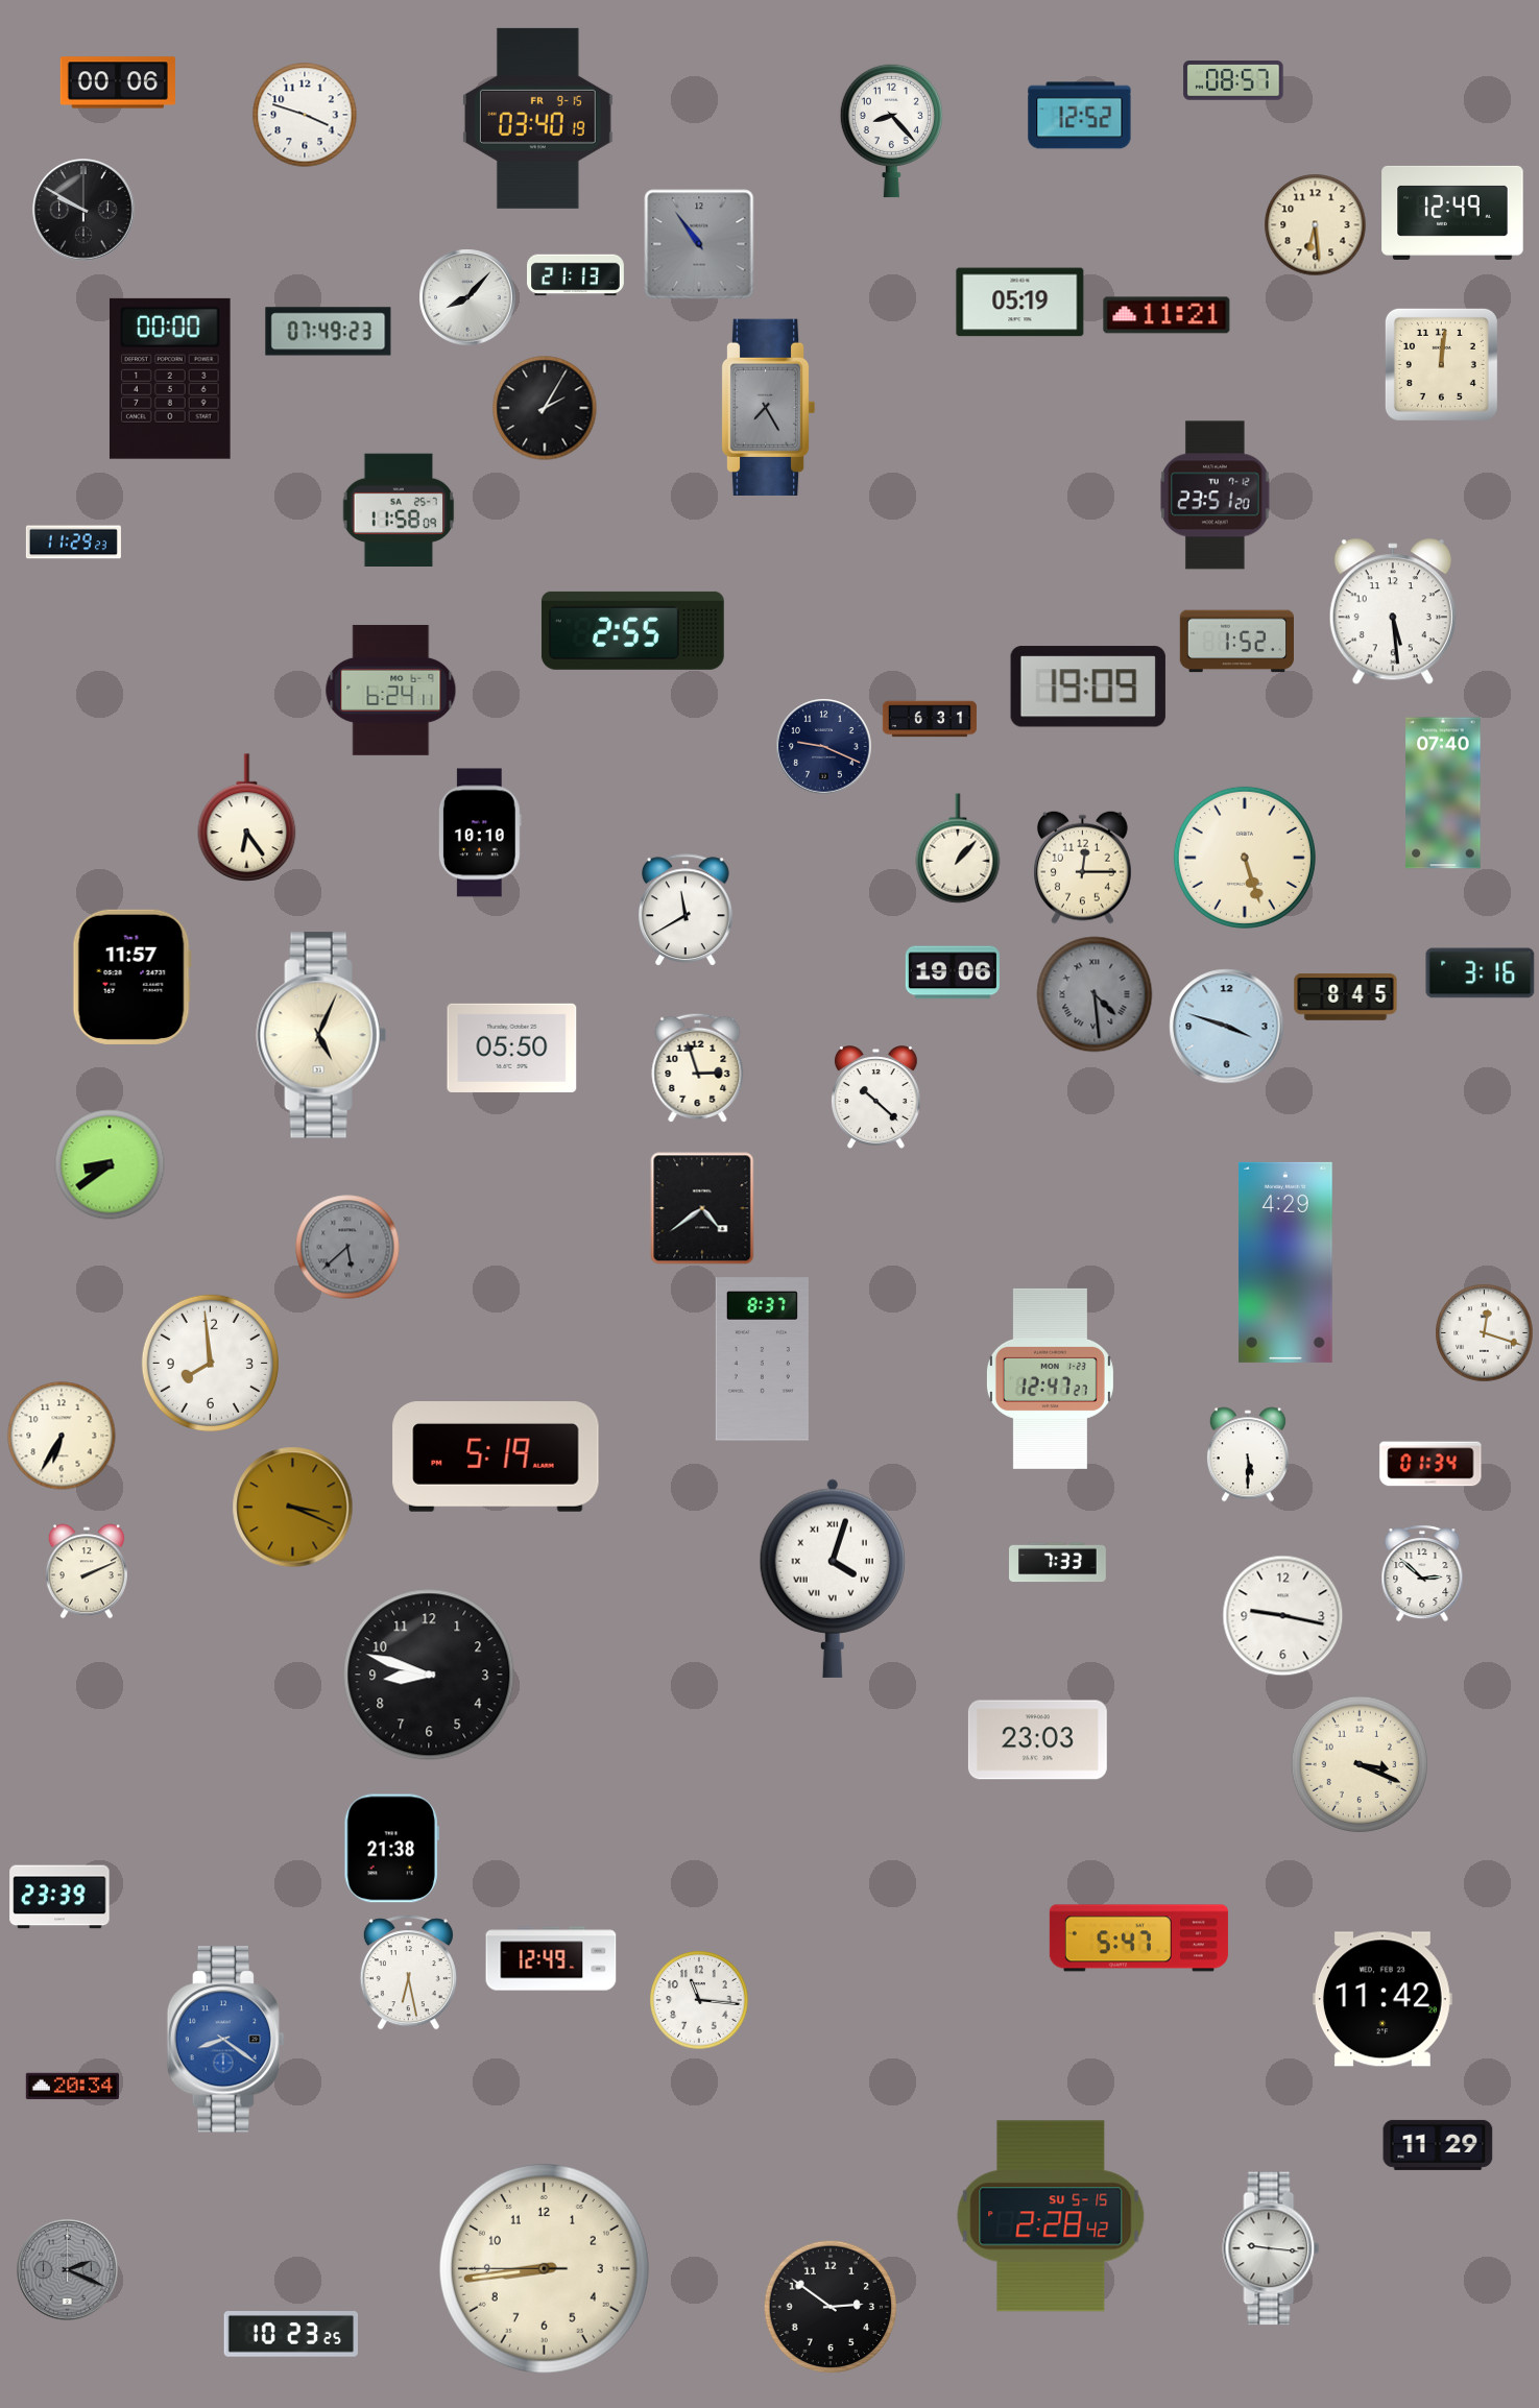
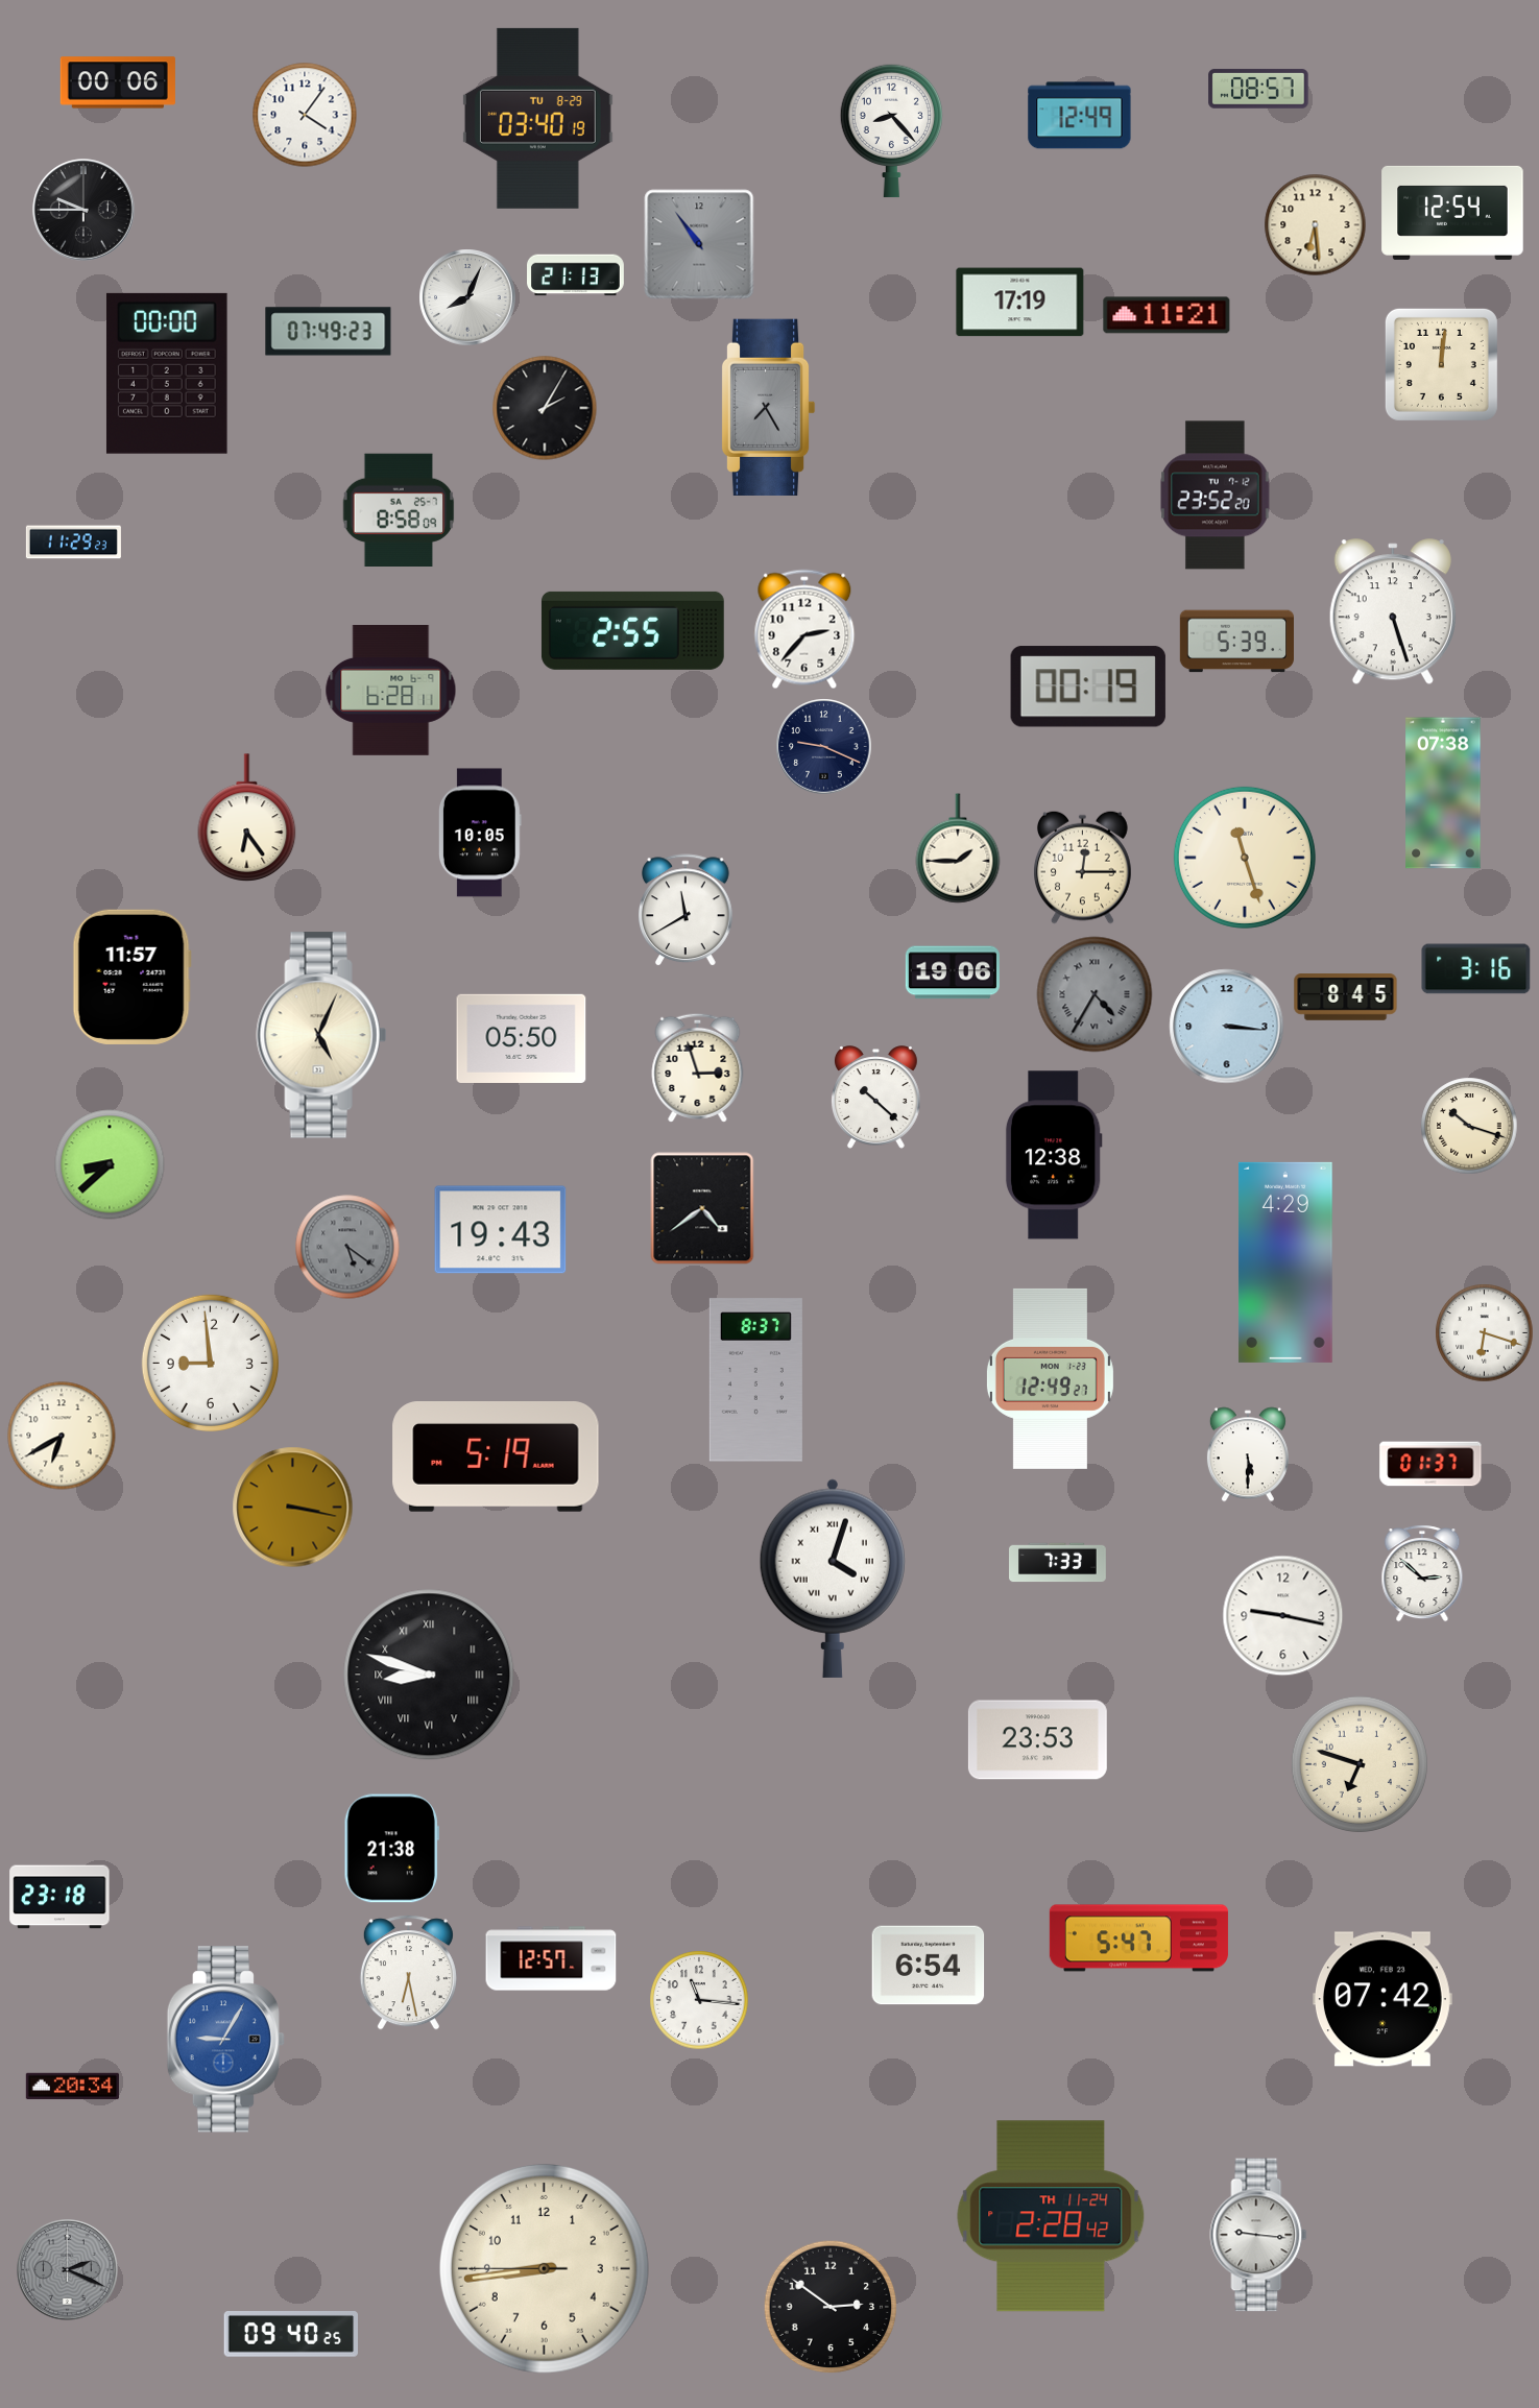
clock at (1233, 80) position: (1233, 80) -> (1258, 89)
clock at (305, 115): 3:48 -> 4:06
clock at (1080, 116): 12:52 -> 12:49
clock at (537, 118) date: FR 9-15 -> TU 8-29
clock at (83, 210): 9:50 -> 9:45
clock at (1452, 213): 12:49 -> 12:54
clock at (467, 297): 8:07 -> 8:04
clock at (1020, 303): 05:19 -> 17:19
clock at (170, 379) position: (170, 379) -> (167, 374)
clock at (1216, 496): 23:51 -> 23:52
clock at (399, 509): 11:58 -> 8:58
clock at (1393, 612): 5:29 -> 5:27
clock at (804, 629): none -> 2:37
clock at (1236, 642): 1:52 -> 5:39
clock at (1088, 687): 19:09 -> 00:19
clock at (391, 690): 6:24 -> 6:28
clock at (930, 719): 6:31 -> none
clock at (1443, 793): 07:40 -> 07:38
clock at (480, 833): 10:10 -> 10:05
clock at (958, 848): 1:07 -> 1:45
clock at (1245, 858): 5:27 -> 11:27
clock at (1481, 973) position: (1481, 973) -> (1476, 969)
clock at (1095, 994): 4:29 -> 4:35
clock at (1227, 1027): 3:48 -> 3:16
clock at (512, 1048) position: (512, 1048) -> (522, 1038)
clock at (1469, 1126): none -> 10:18
clock at (1054, 1155): none -> 12:38
clock at (110, 1164): 8:39 -> 8:38
clock at (501, 1230): none -> 19:43
clock at (347, 1247): 5:38 -> 5:21
clock at (1485, 1333): 12:18 -> 6:18
clock at (762, 1359) position: (762, 1359) -> (755, 1380)
clock at (210, 1363): 7:59 -> 8:59
clock at (1050, 1378): 12:47 -> 12:49
clock at (62, 1436): 6:35 -> 6:40
clock at (1430, 1464): 01:34 -> 01:37
clock at (293, 1508): 3:19 -> 3:17
clock at (87, 1571): 2:11 -> none
clock at (429, 1675) numerals: Arabic -> Roman
clock at (1037, 1740): 23:03 -> 23:53
clock at (1360, 1764): 3:19 -> 6:48
clock at (59, 1897): 23:39 -> 23:18
clock at (551, 1958): 12:49 -> 12:57
clock at (929, 1966): none -> 6:54
clock at (1382, 1999): 11:42 -> 07:42
clock at (225, 2040): 8:21 -> 9:05
clock at (1438, 2145): 11:29 -> none
clock at (1051, 2216) date: SU 5-15 -> TH 11-24
clock at (1271, 2248) position: (1271, 2248) -> (1258, 2235)
clock at (290, 2335): 10:23 -> 09:40
